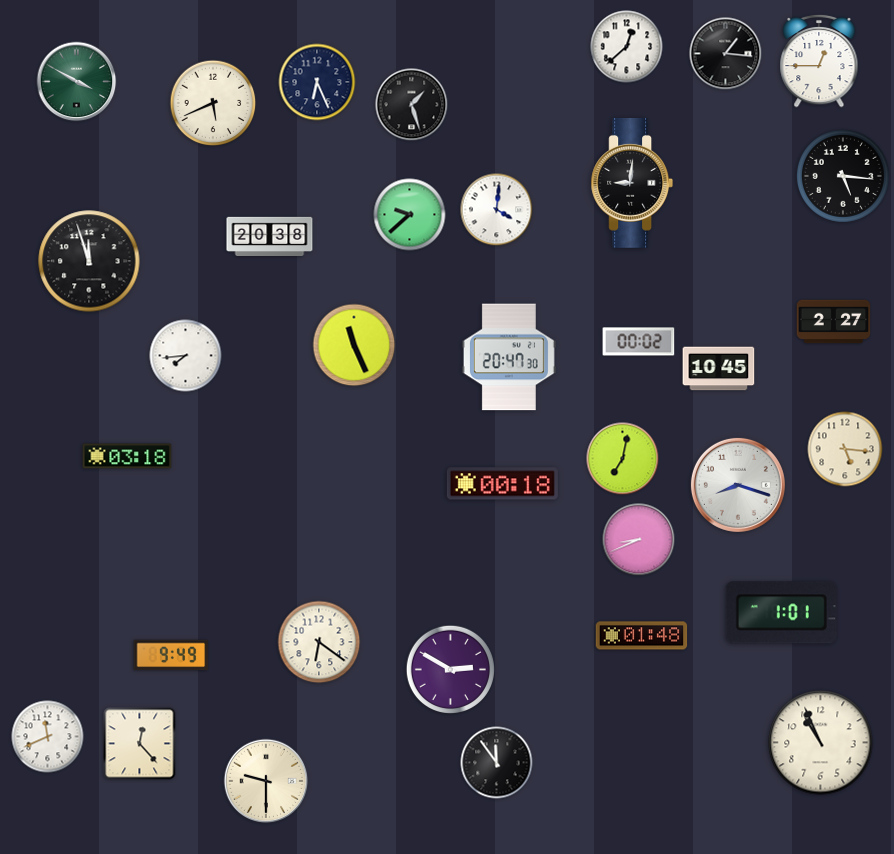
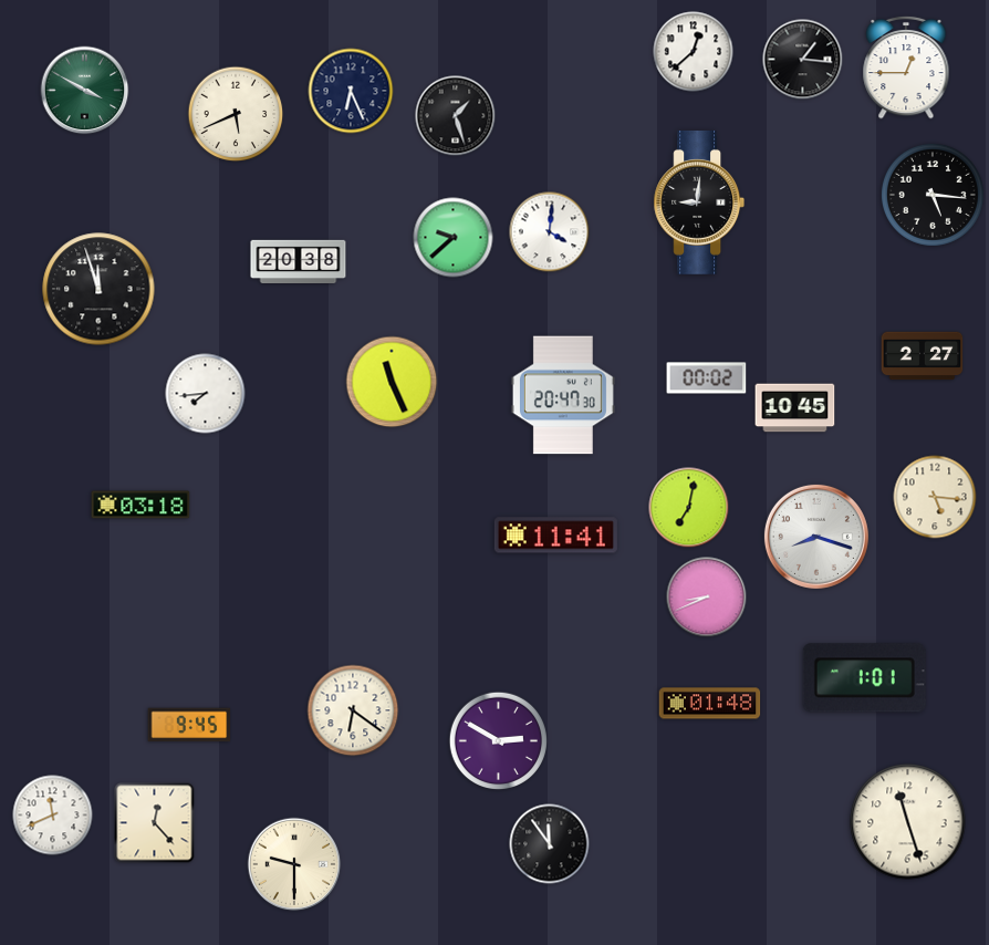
clock at (502, 484): 00:18 -> 11:41
clock at (171, 655): 9:49 -> 9:45
clock at (821, 743): 10:56 -> 11:27
